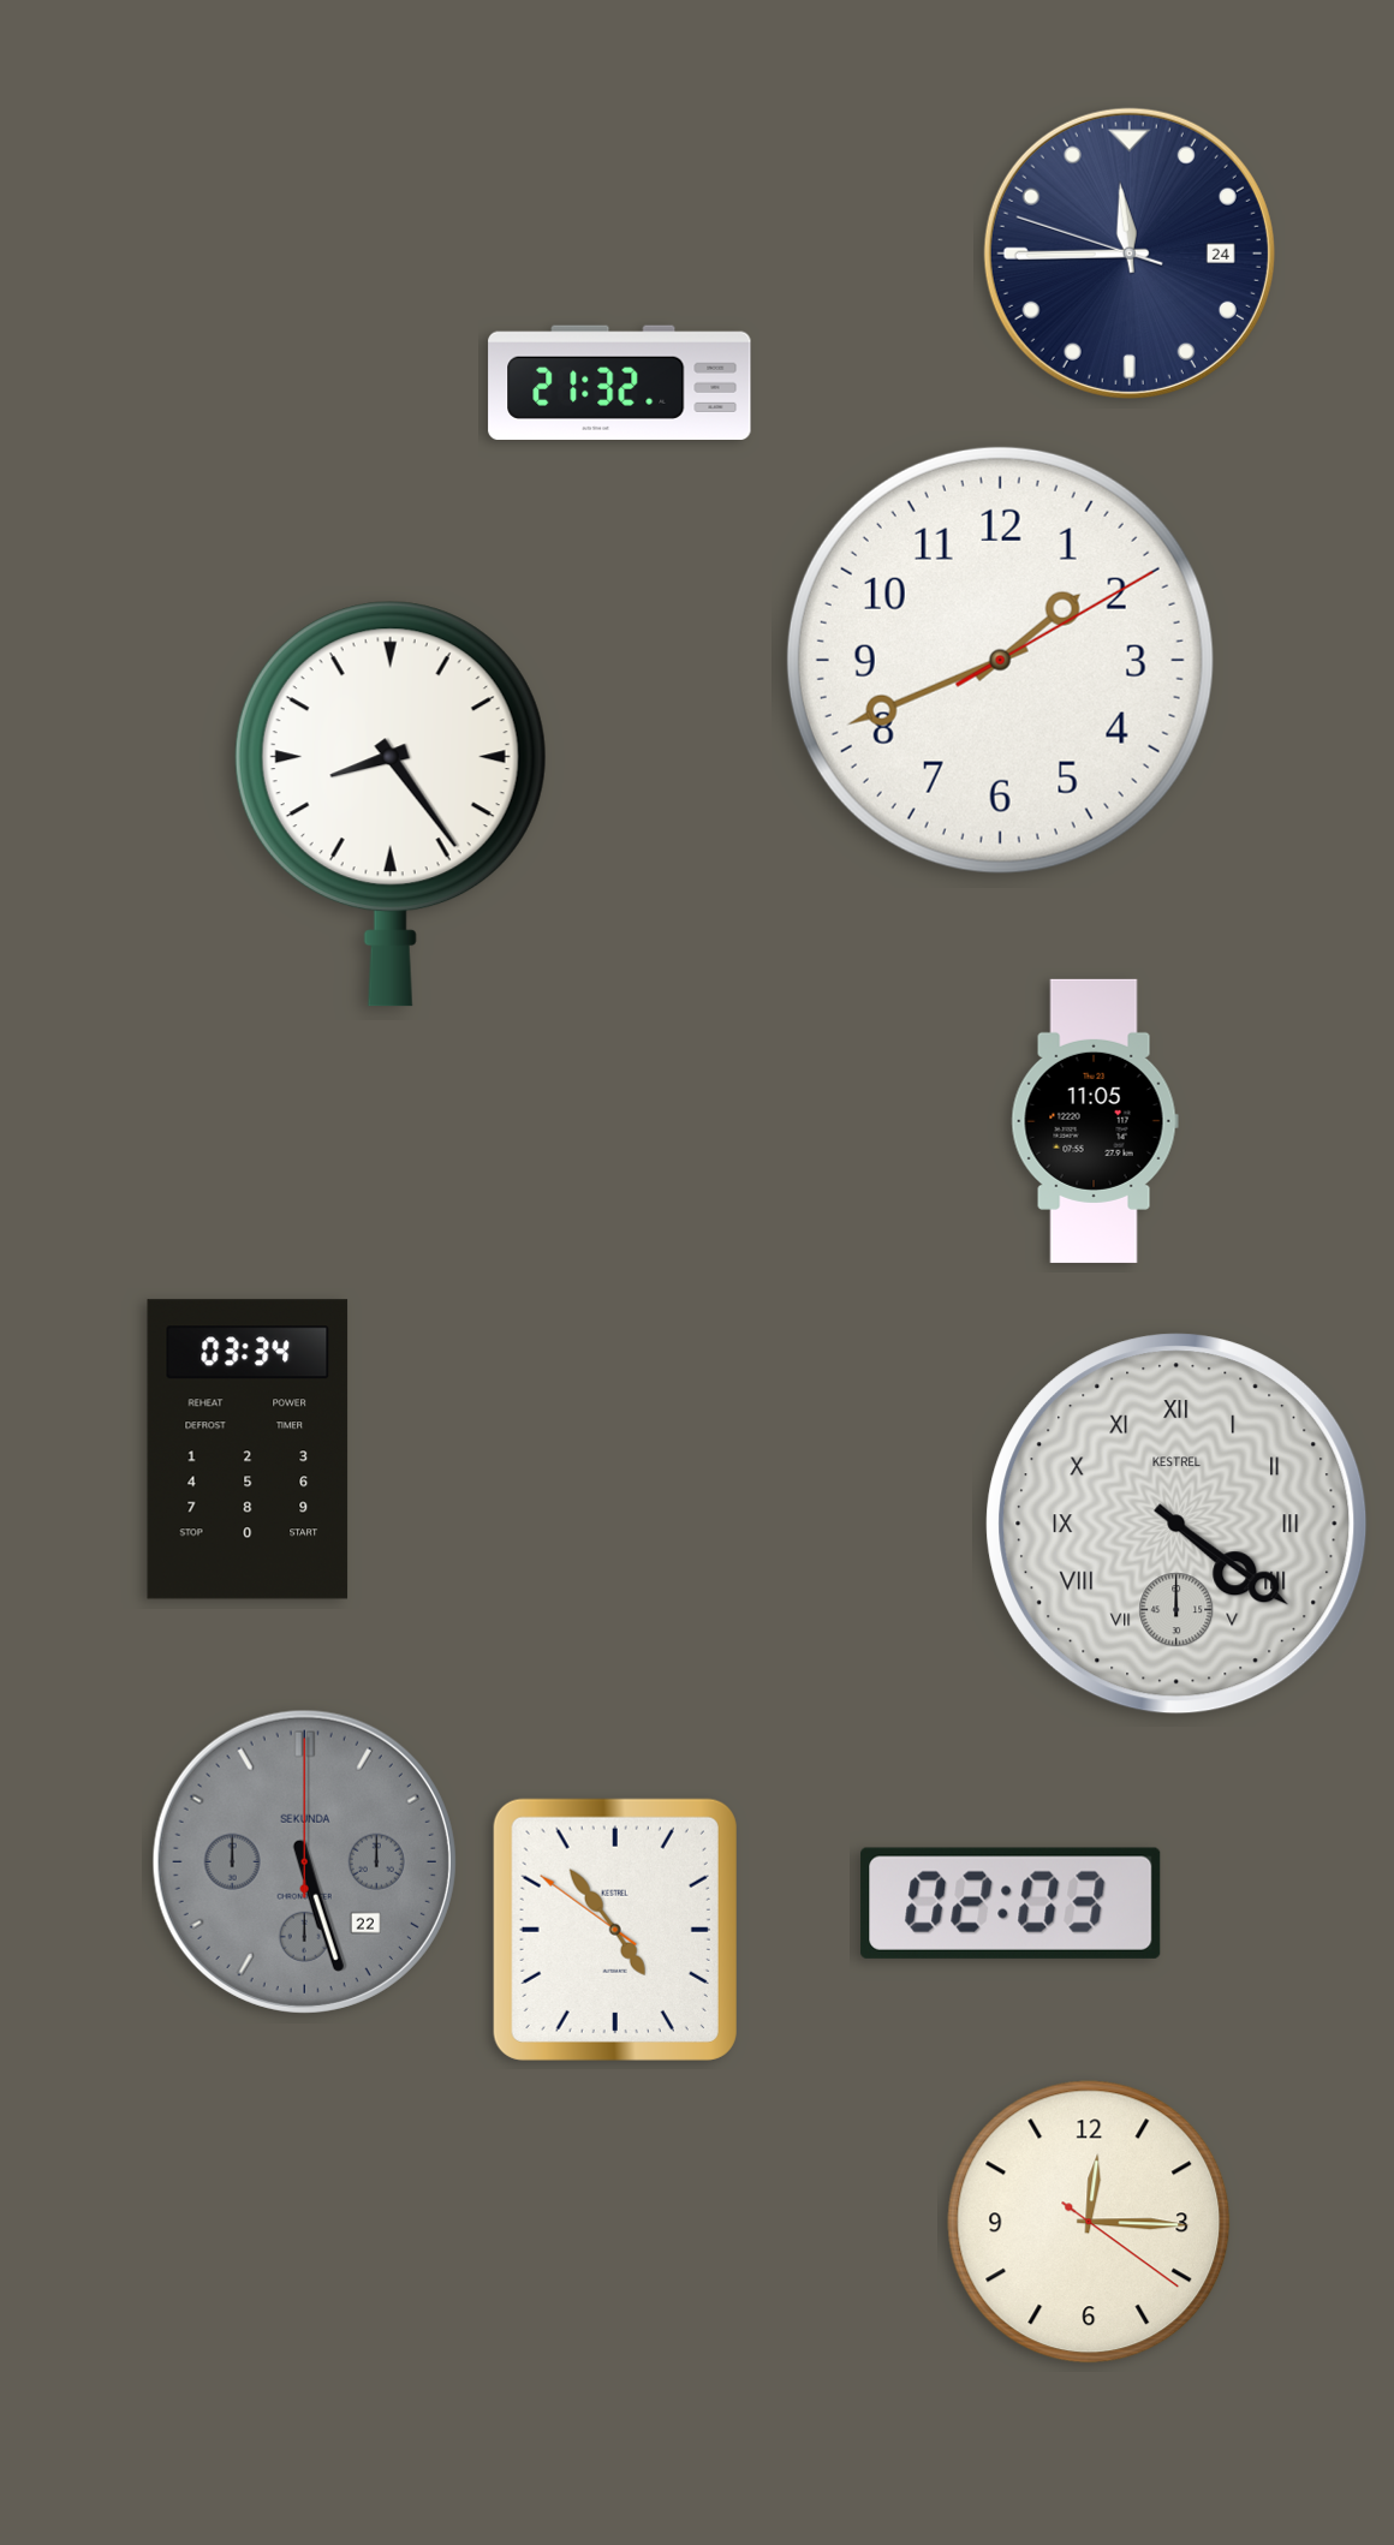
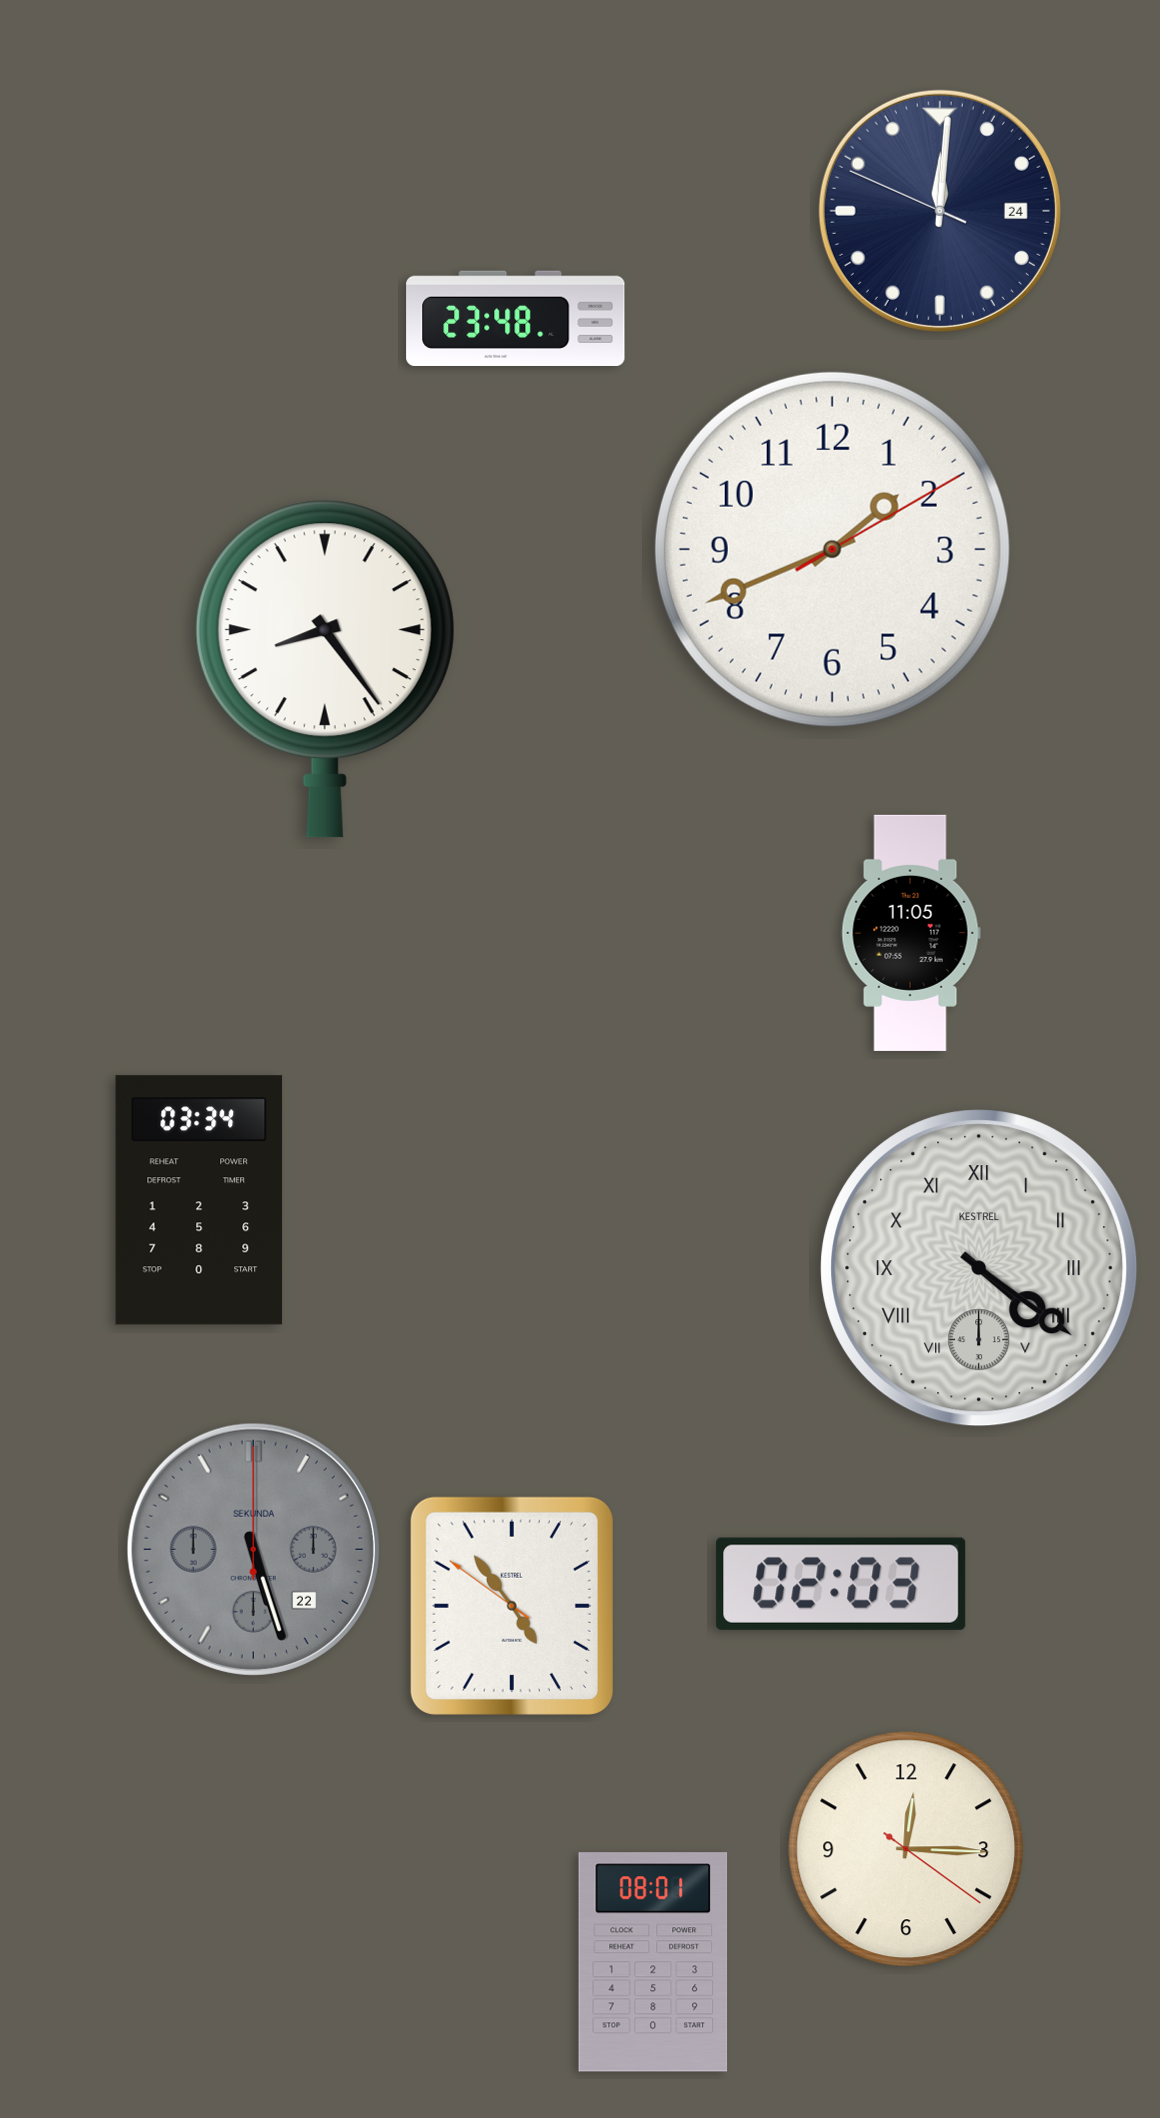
clock at (1130, 254): 11:44 -> 12:00
clock at (620, 382): 21:32 -> 23:48
clock at (248, 1449) position: (248, 1449) -> (199, 1200)
clock at (653, 1962): none -> 08:01
